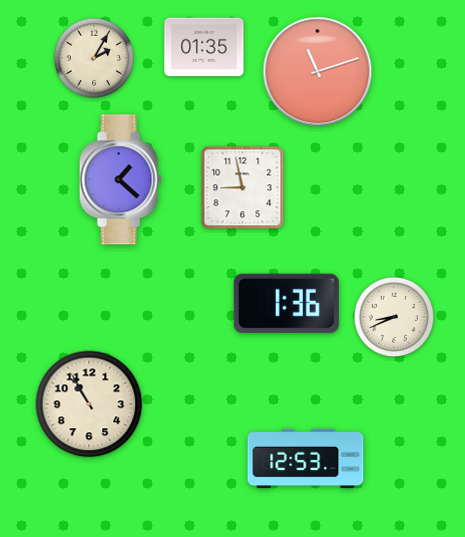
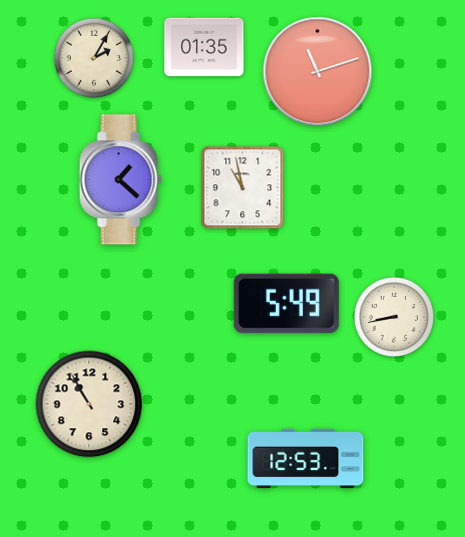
clock at (243, 188): 8:58 -> 10:58
clock at (286, 303): 1:36 -> 5:49
clock at (393, 316): 8:41 -> 8:43
